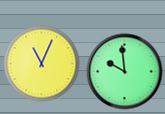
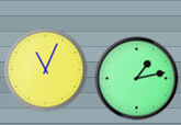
clock at (125, 72): 9:59 -> 1:13
